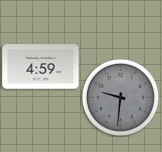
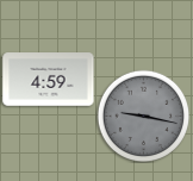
clock at (120, 97): 9:31 -> 9:17
